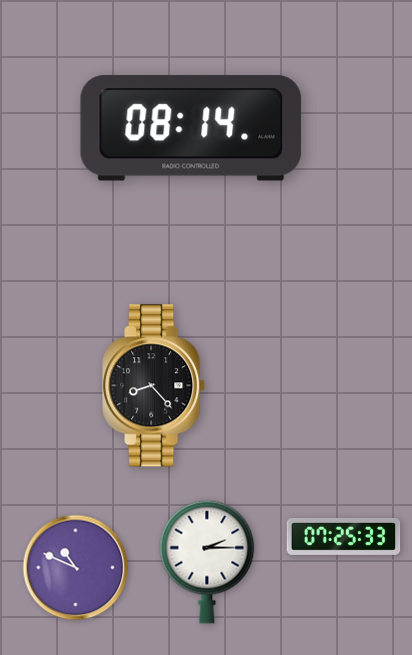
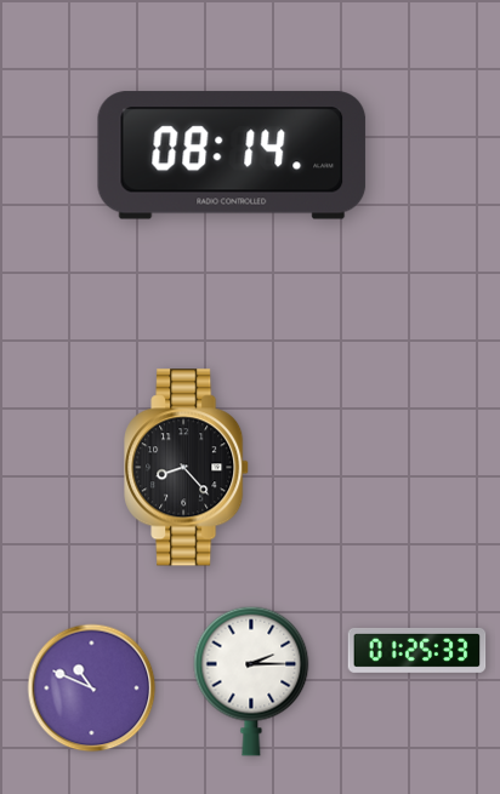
clock at (344, 536): 07:25 -> 01:25
